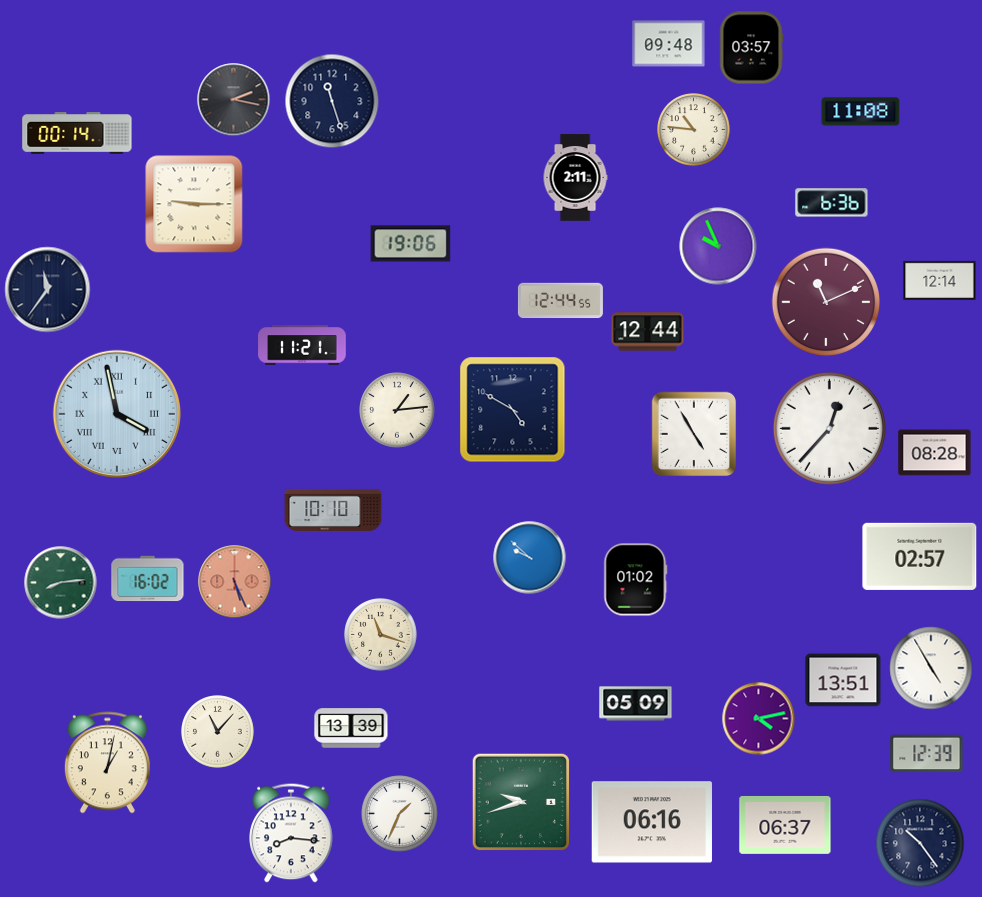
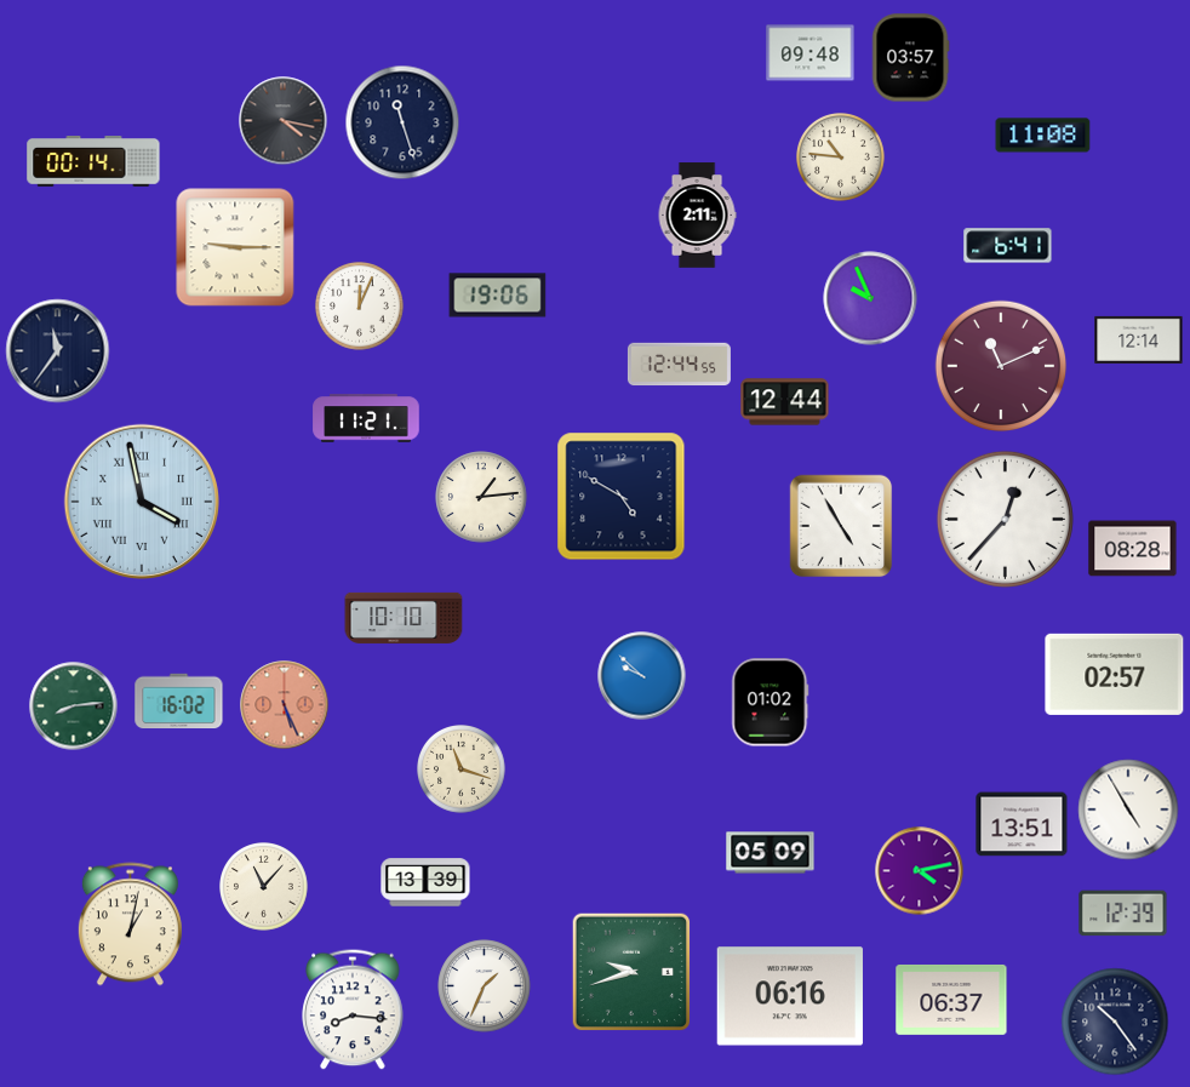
clock at (234, 100): 2:17 -> 4:17
clock at (832, 203): 6:36 -> 6:41
clock at (360, 307): none -> 12:04
